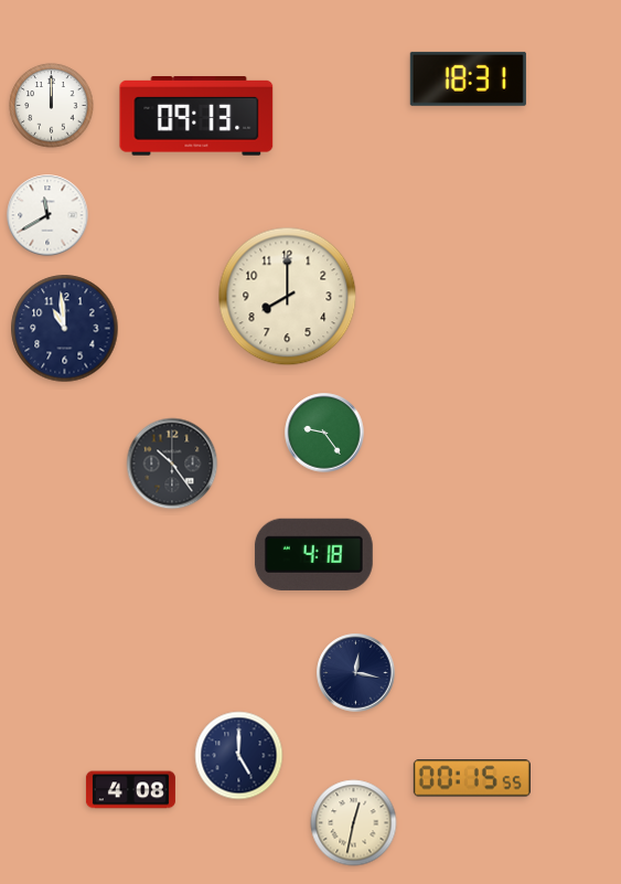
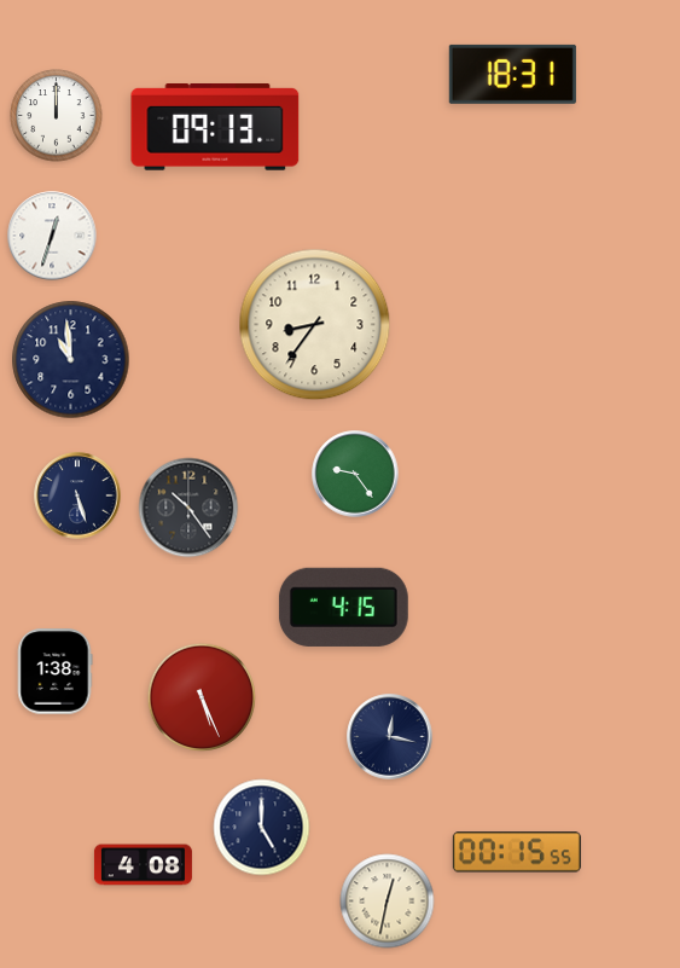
clock at (468, 78) position: (468, 78) -> (512, 74)
clock at (47, 215): 11:40 -> 12:33
clock at (288, 297): 8:00 -> 8:36
clock at (77, 495): none -> 5:27
clock at (313, 554): 4:18 -> 4:15
clock at (54, 672): none -> 1:38
clock at (202, 697): none -> 5:26
